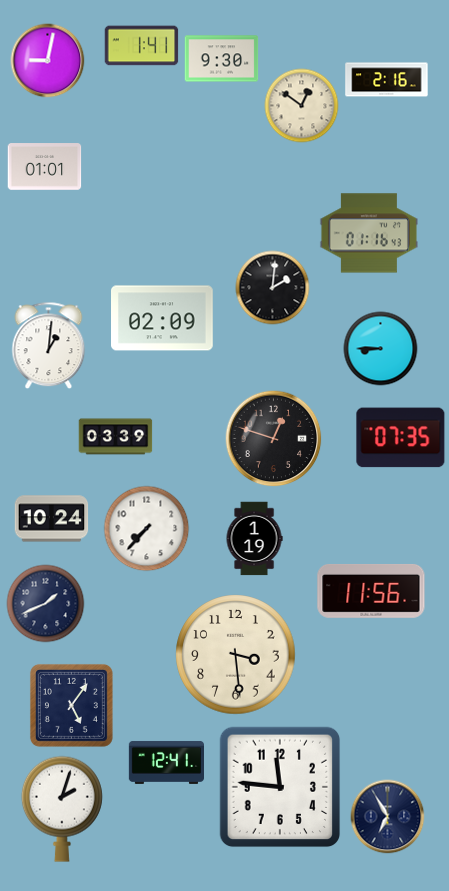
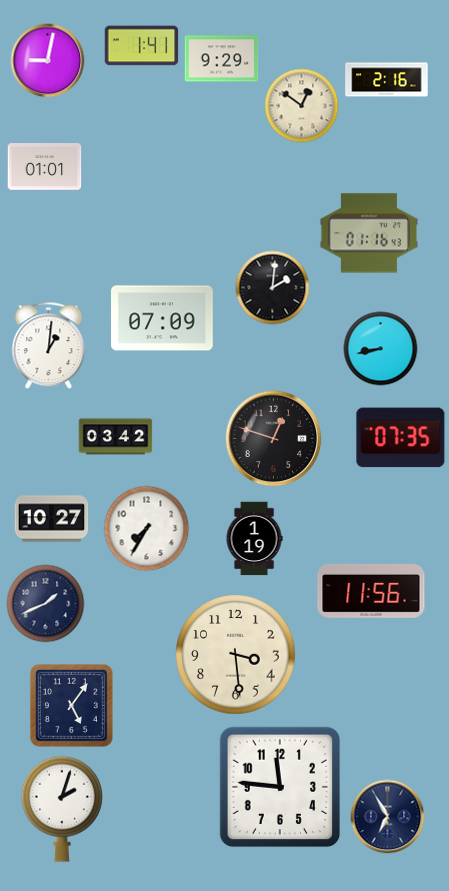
clock at (222, 59): 9:30 -> 9:29
clock at (163, 318): 02:09 -> 07:09
clock at (381, 349): 8:45 -> 8:43
clock at (116, 437): 03:39 -> 03:42
clock at (52, 519): 10:24 -> 10:27
clock at (147, 529): 7:37 -> 7:35
clock at (166, 762): 12:41 -> none
